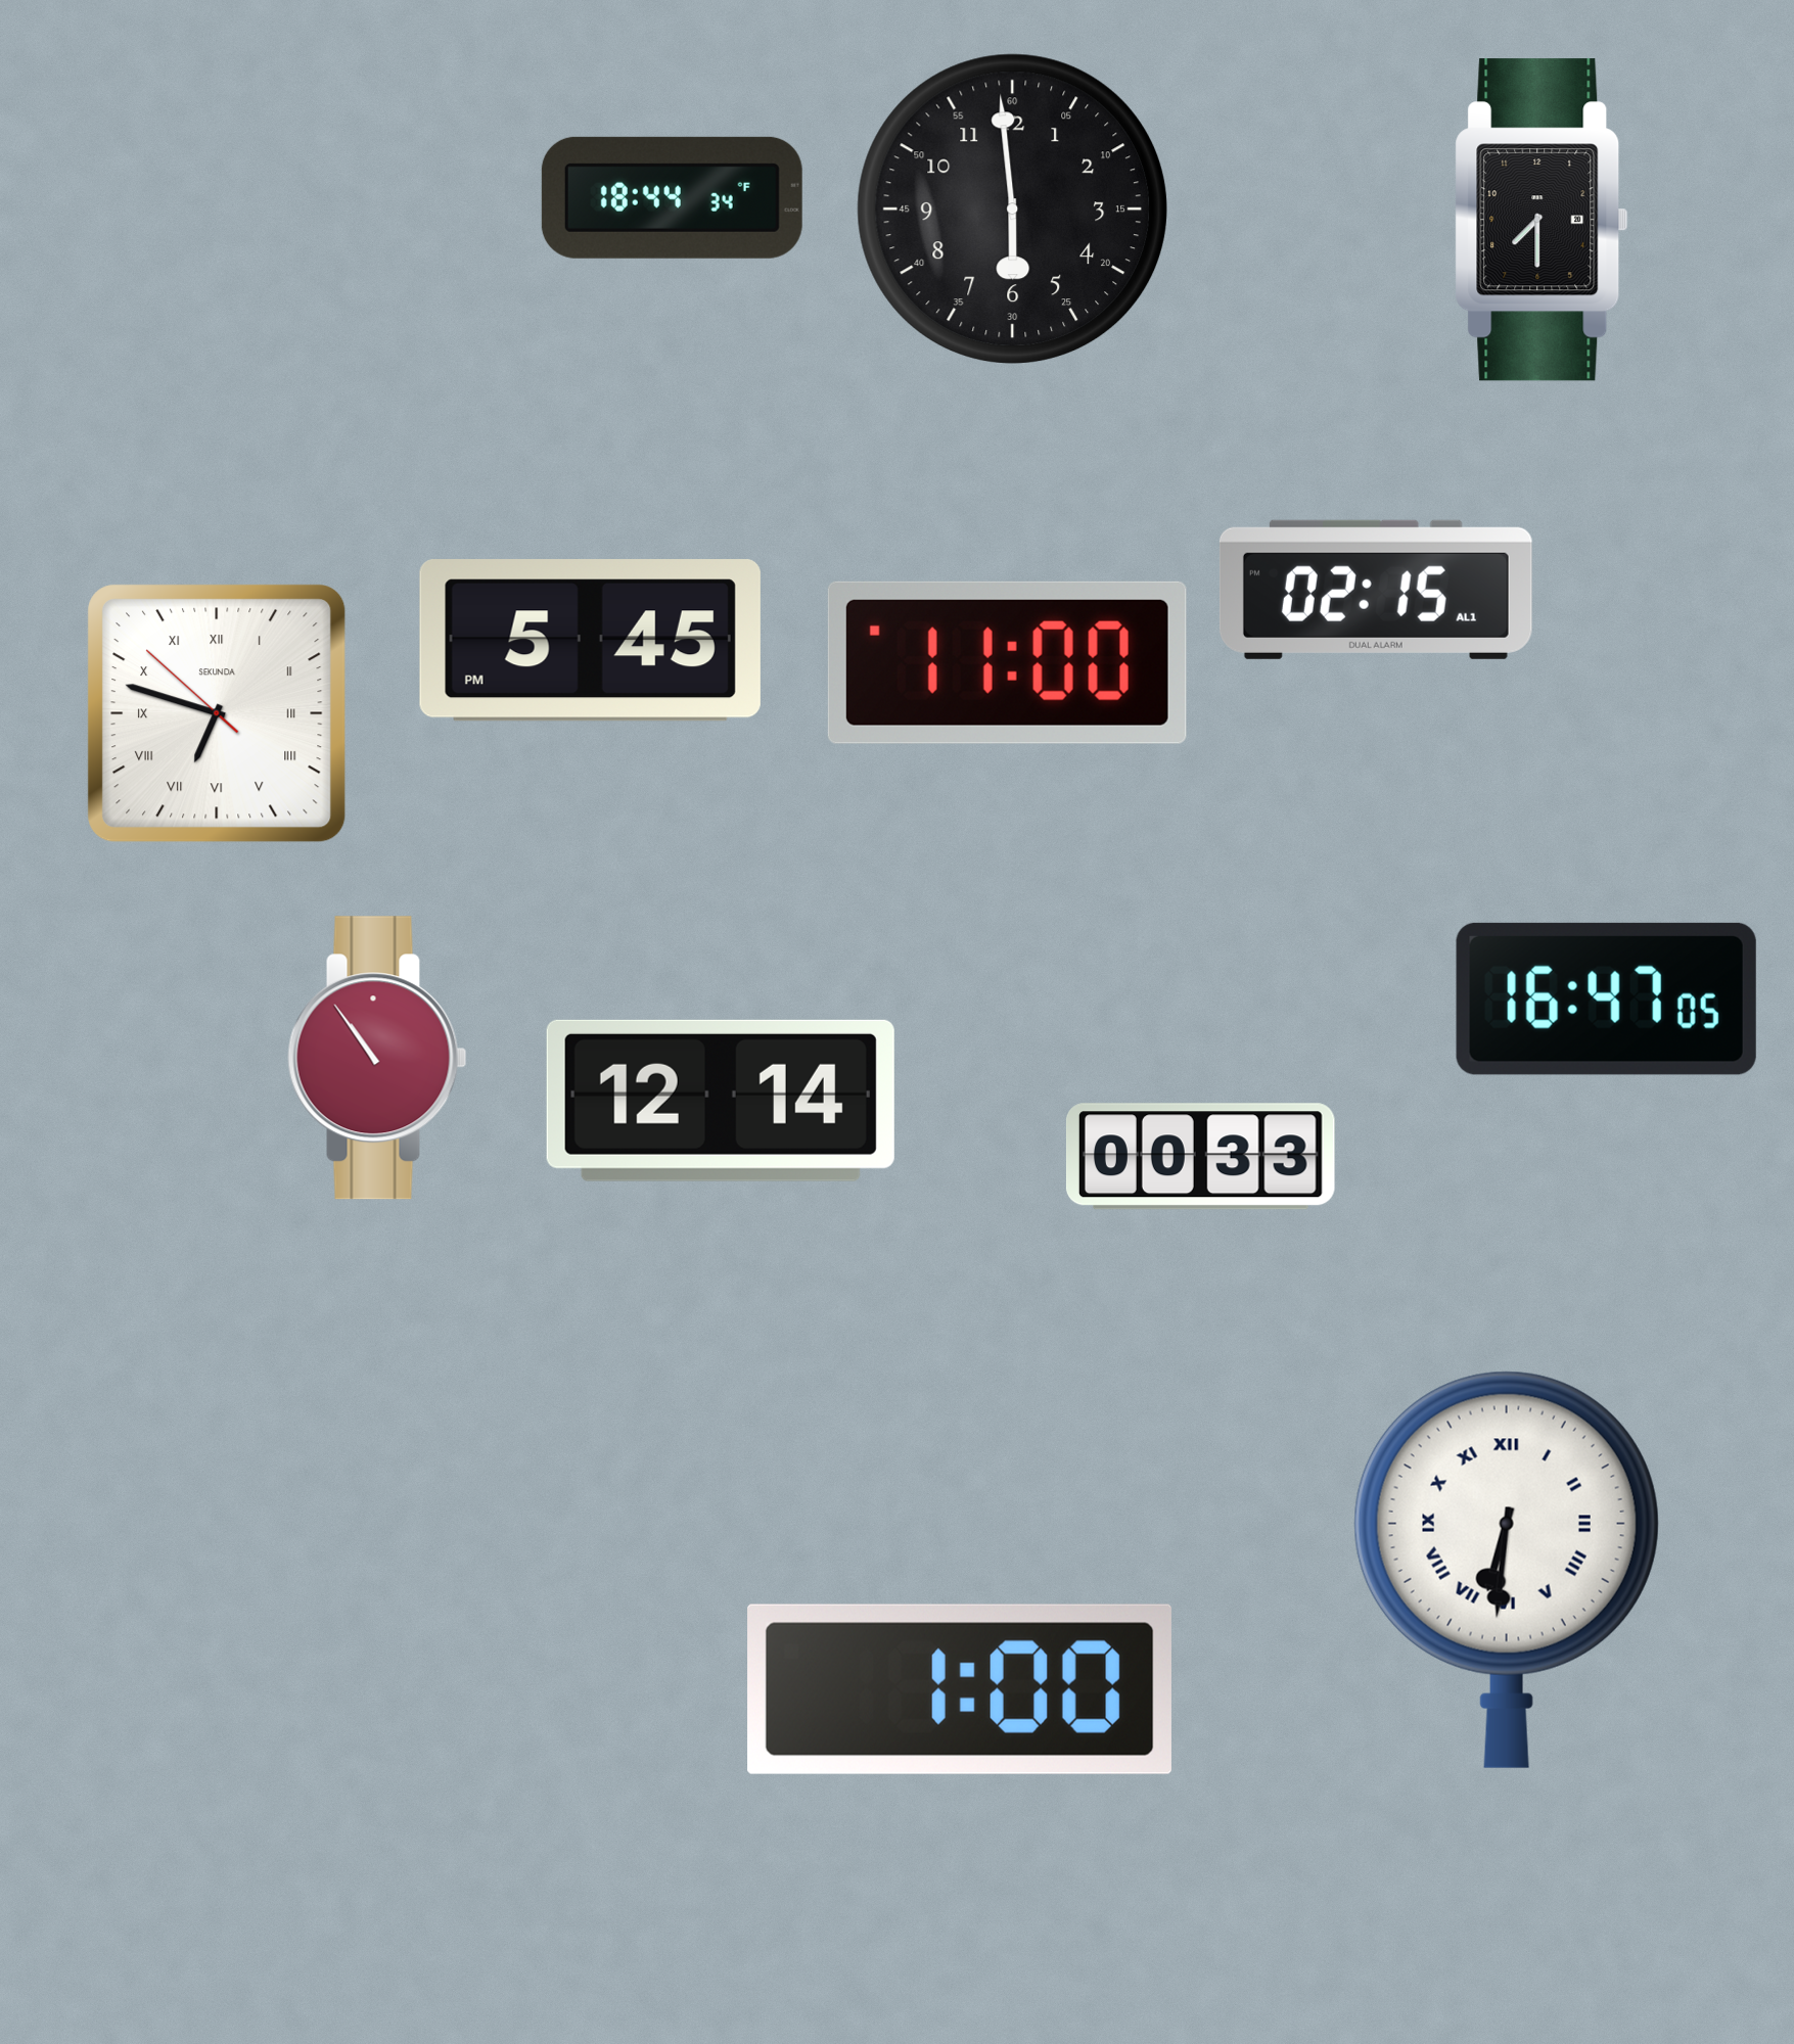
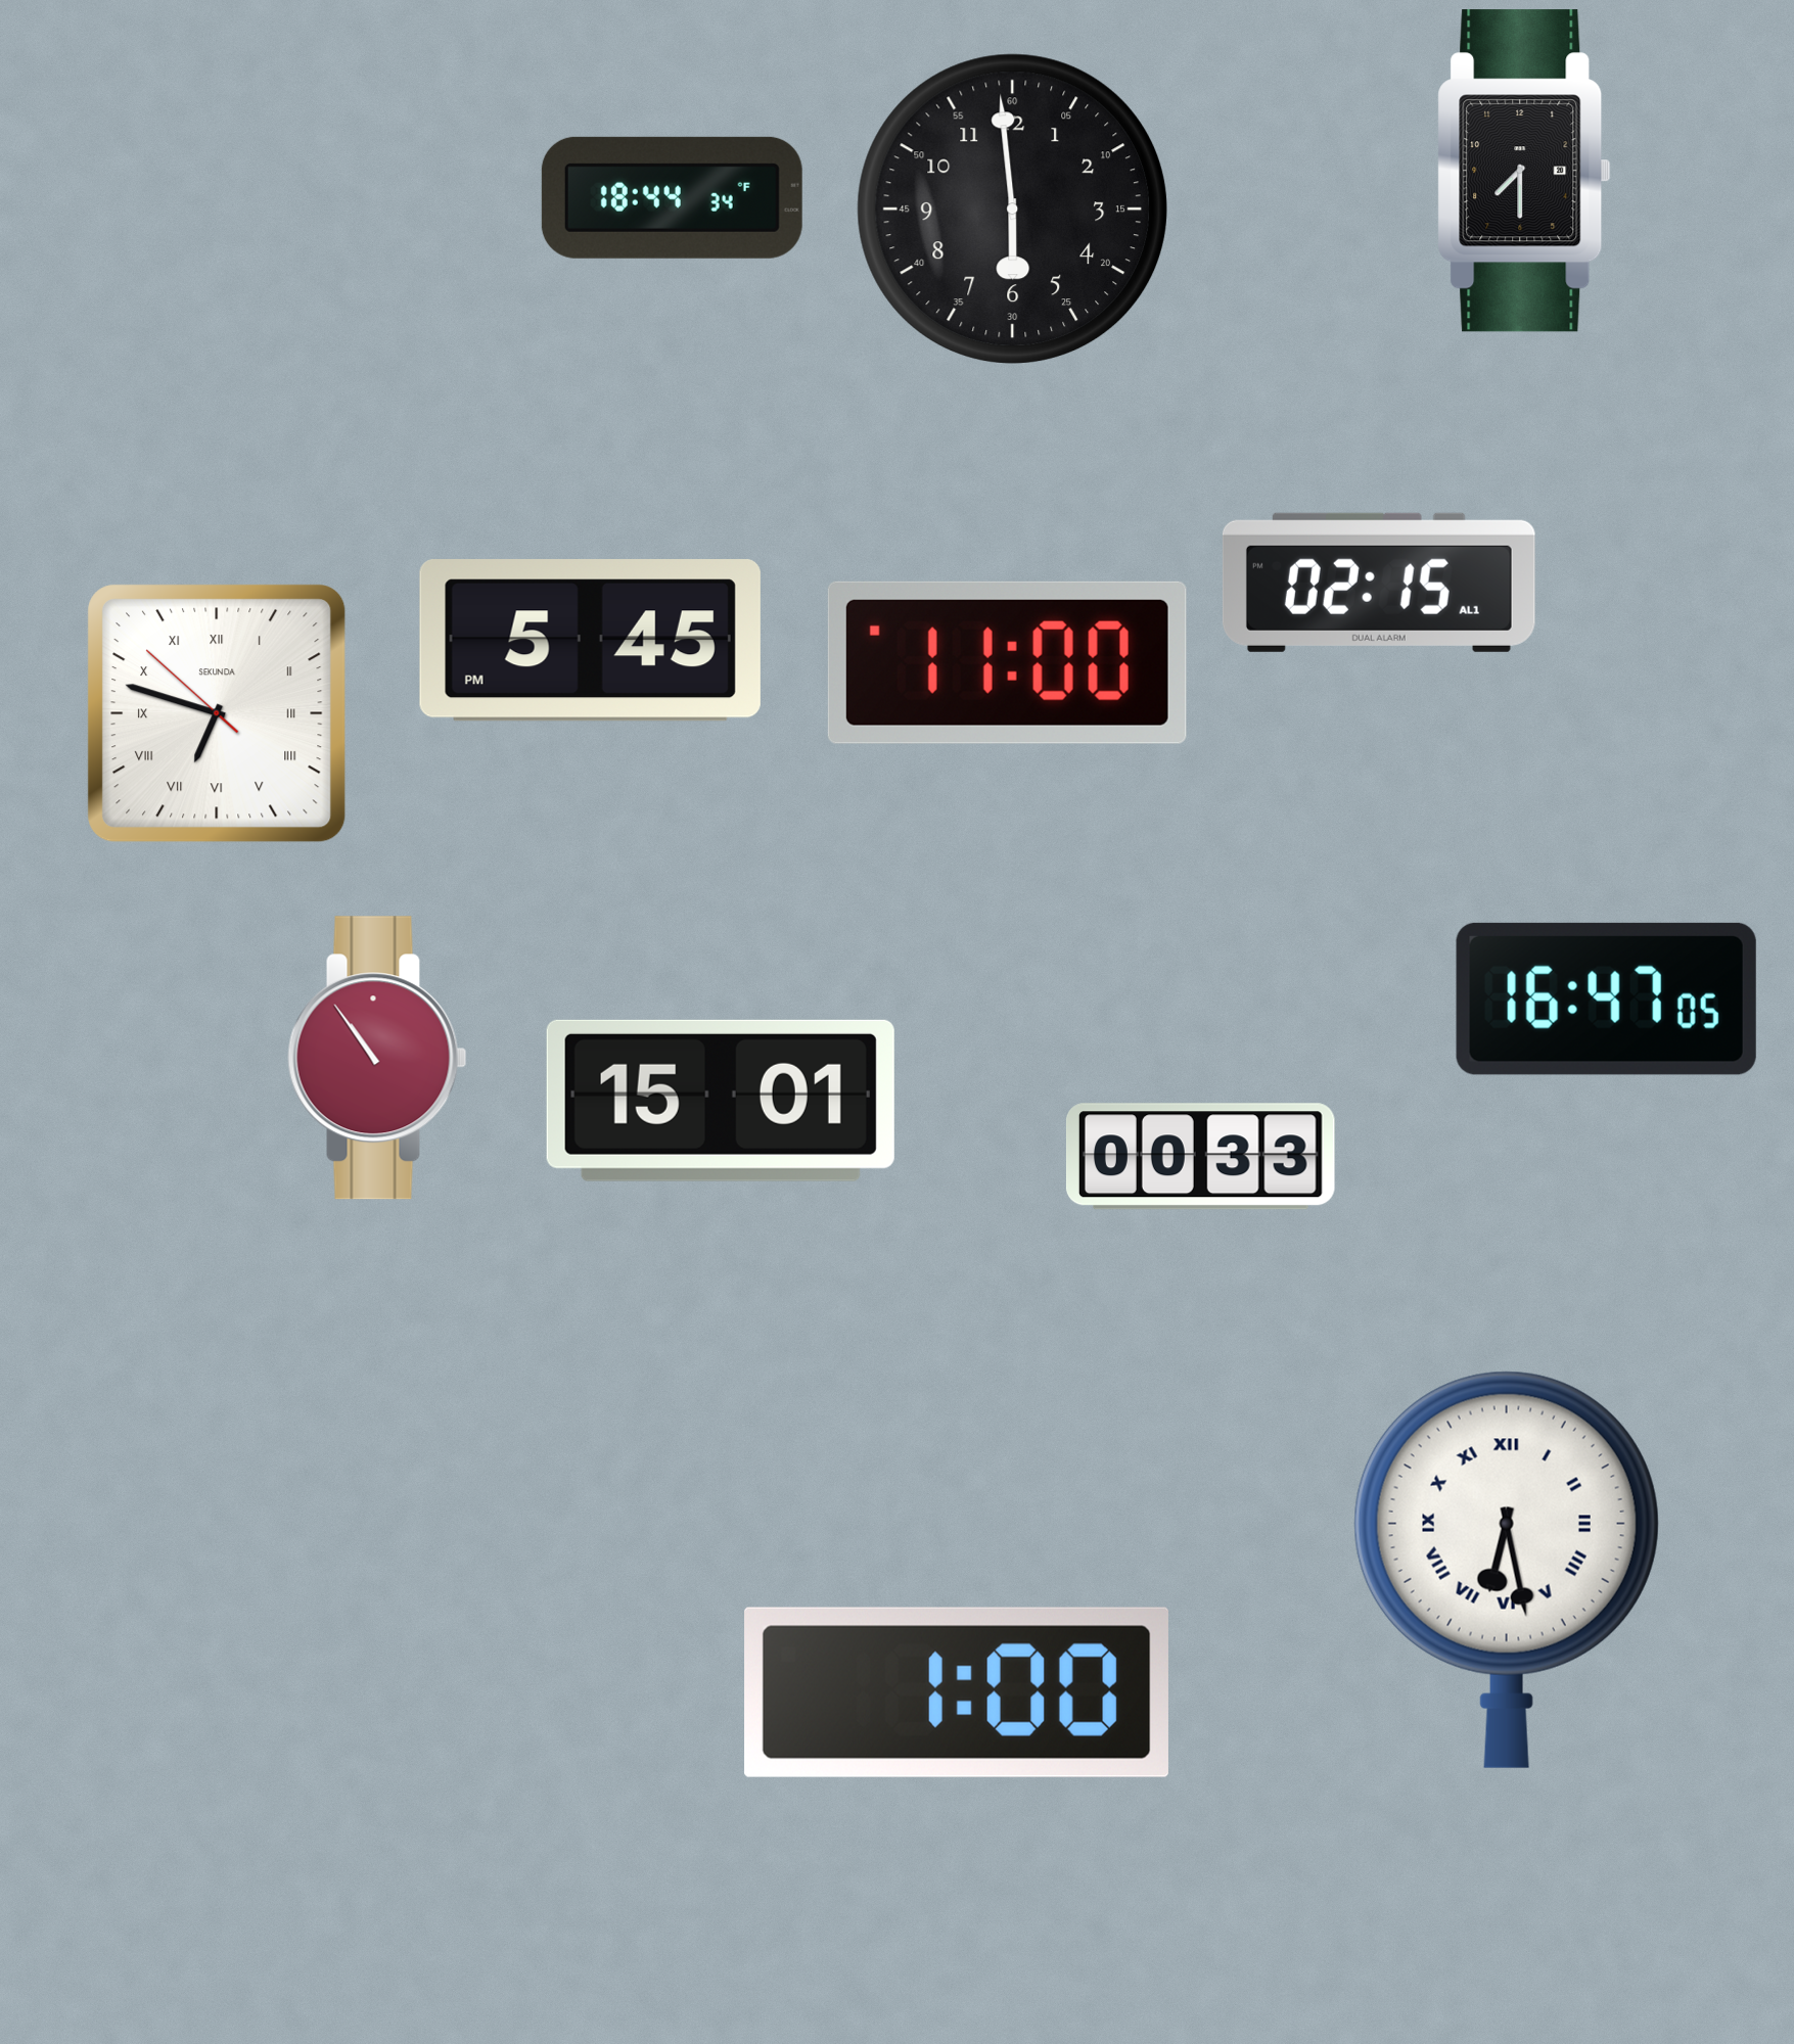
clock at (1542, 220) position: (1542, 220) -> (1524, 171)
clock at (1376, 590) position: (1376, 590) -> (1379, 583)
clock at (721, 1101): 12:14 -> 15:01
clock at (1507, 1570): 6:31 -> 6:28
clock at (960, 1689) position: (960, 1689) -> (957, 1692)
